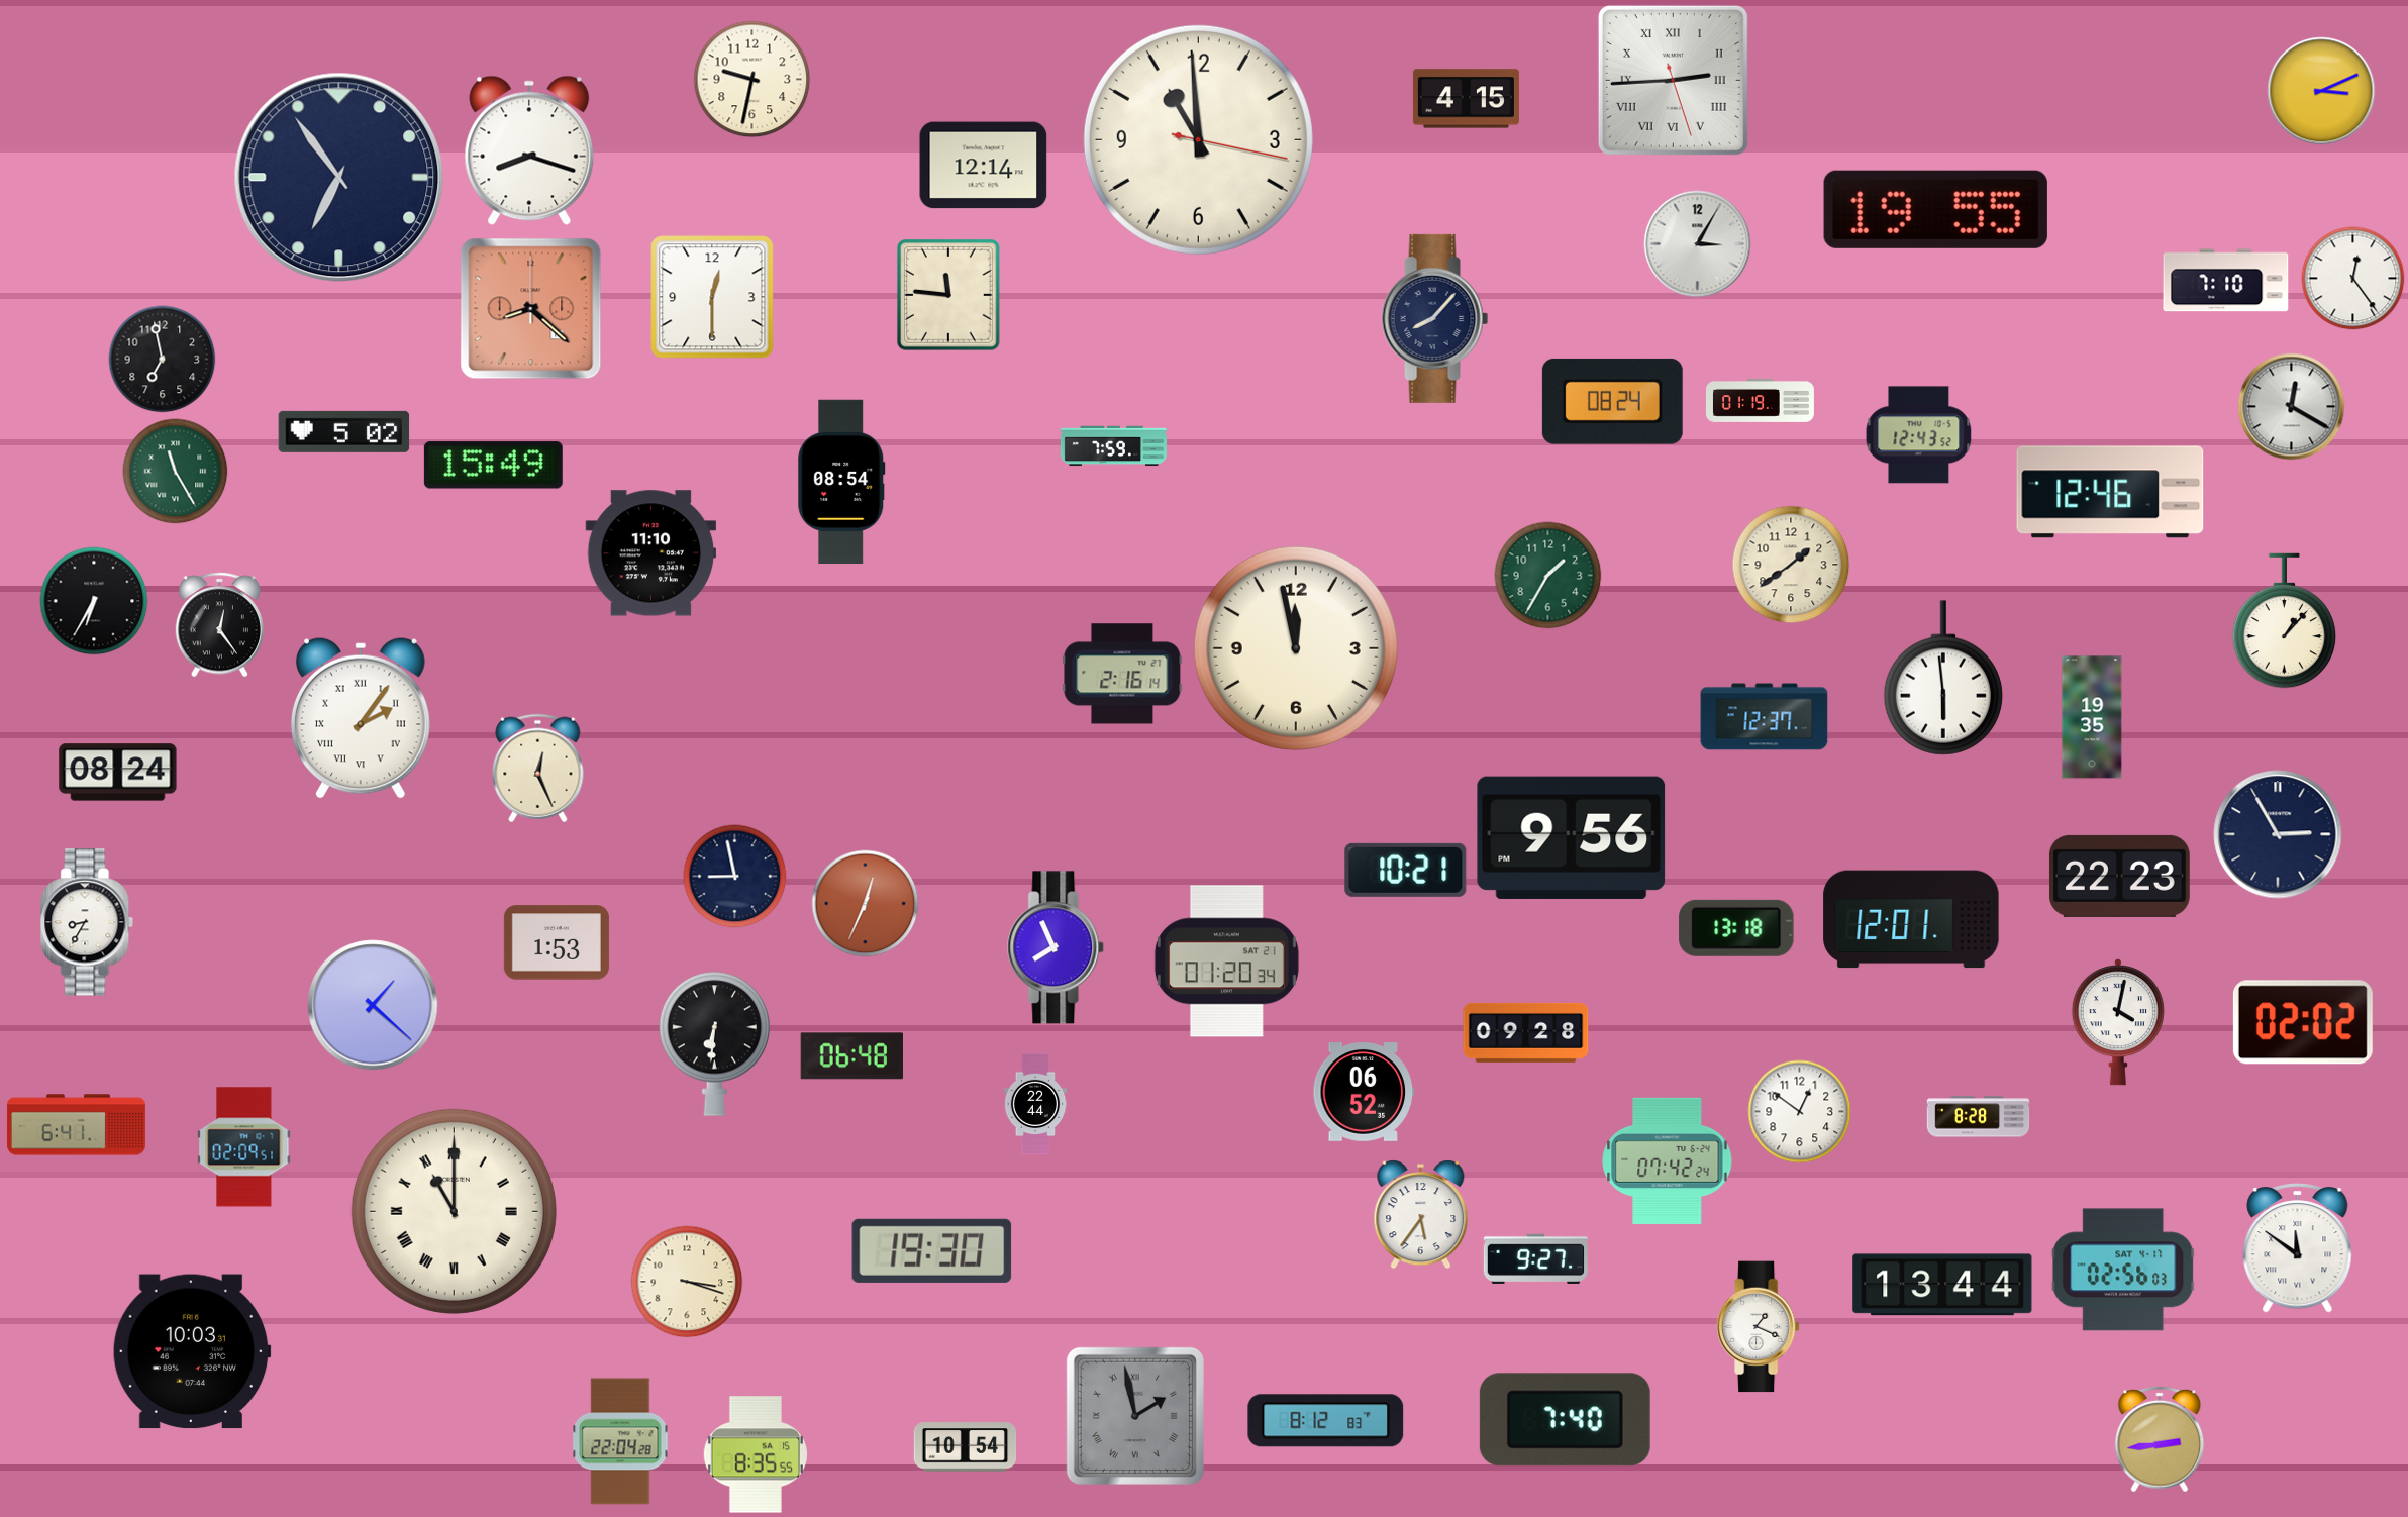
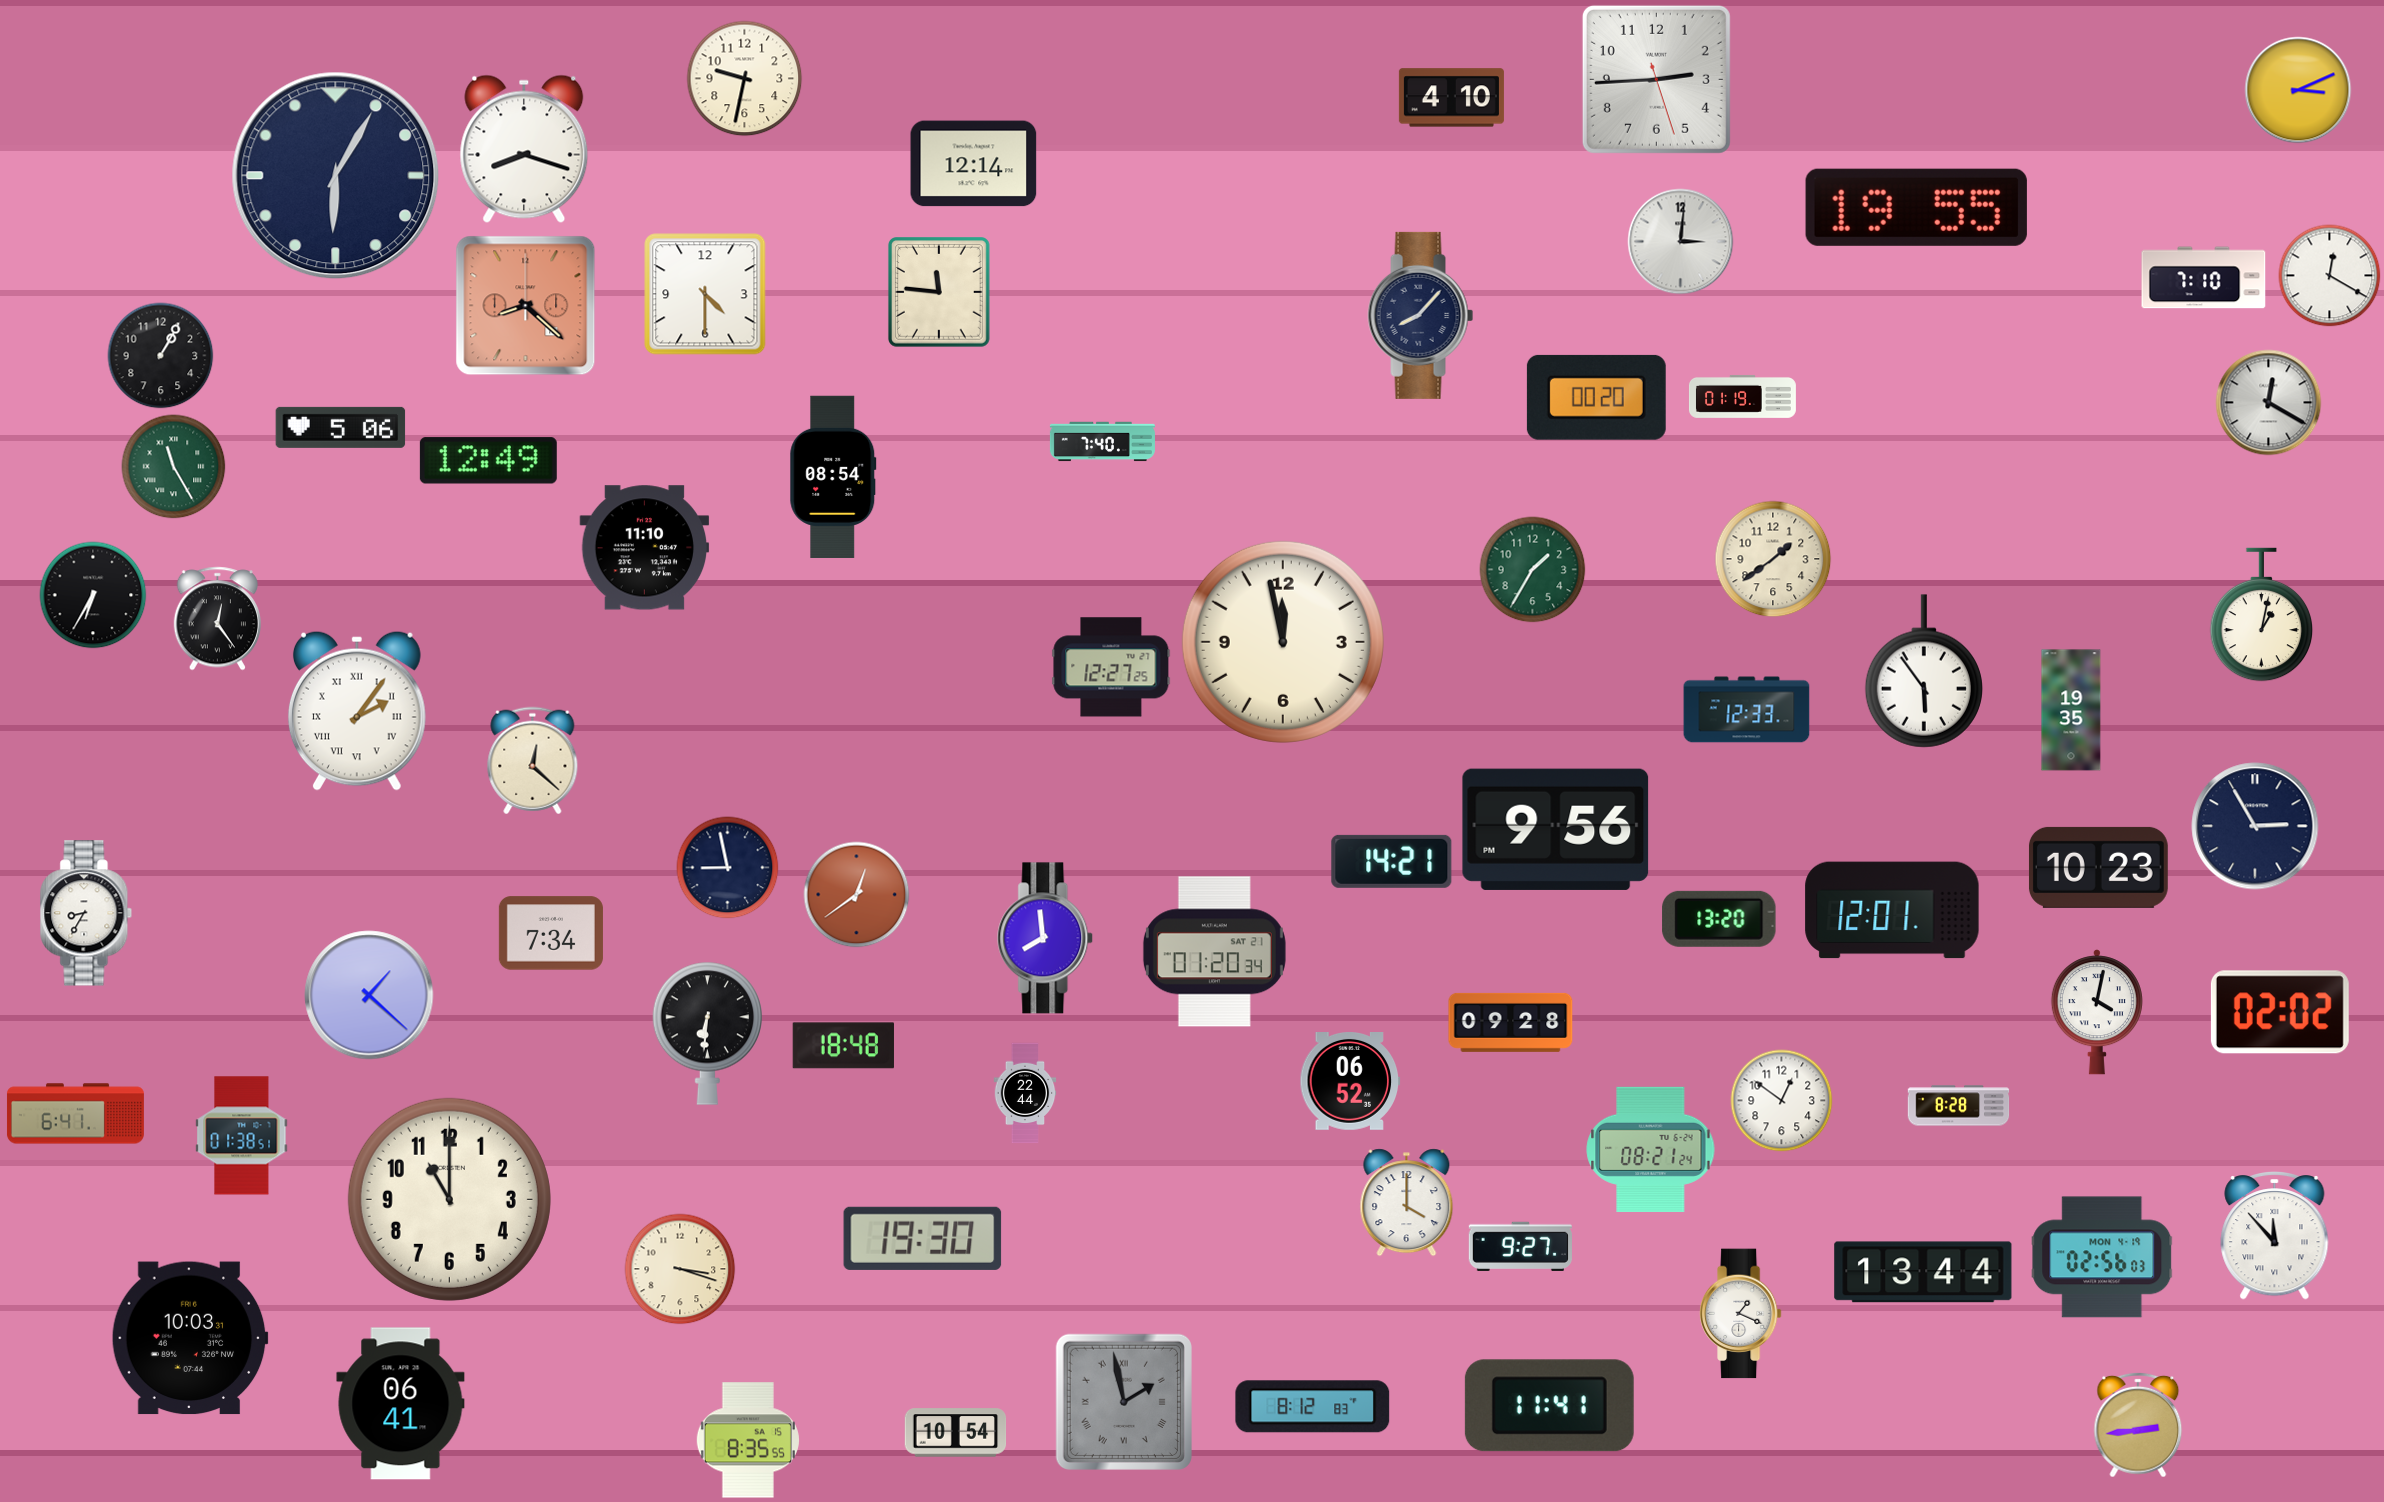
clock at (1673, 80) numerals: Roman -> Arabic
clock at (1466, 99): 4:15 -> 4:10
clock at (1198, 139): 10:59 -> none
clock at (339, 178): 6:54 -> 6:05
clock at (1698, 244): 3:05 -> 3:01
clock at (2353, 279): 12:24 -> 12:20
clock at (712, 297): 12:30 -> 4:30
clock at (163, 360): 6:58 -> 1:05
clock at (1612, 401): 08:24 -> 00:20
clock at (344, 431): 5:02 -> 5:06
clock at (1919, 435): 12:43 -> none
clock at (1113, 446): 7:59 -> 7:40
clock at (493, 466): 15:49 -> 12:49
clock at (2110, 492): 12:46 -> none
clock at (2285, 621): 1:07 -> 1:02
clock at (1122, 674): 2:16 -> 12:27
clock at (1943, 678): 5:59 -> 5:54
clock at (1765, 717): 12:37 -> 12:33
clock at (538, 769): 12:26 -> 12:22
clock at (118, 773): 08:24 -> none
clock at (1406, 870): 10:21 -> 14:21
clock at (2119, 876): 22:23 -> 10:23
clock at (866, 904): 12:34 -> 12:39
clock at (1736, 928): 13:18 -> 13:20
clock at (557, 942): 1:53 -> 7:34
clock at (1057, 947): 7:56 -> 7:59
clock at (851, 1056): 06:48 -> 18:48
clock at (244, 1147): 02:09 -> 01:38
clock at (1668, 1160): 07:42 -> 08:21
clock at (454, 1211) numerals: Roman -> Arabic
clock at (1421, 1215): 5:36 -> 4:00
clock at (2298, 1248): 11:51 -> 11:53
clock at (2123, 1270) date: SAT 4-17 -> MON 4-19
clock at (401, 1404): none -> 06:41
clock at (1565, 1420): 7:40 -> 11:41
clock at (620, 1441): 22:04 -> none
